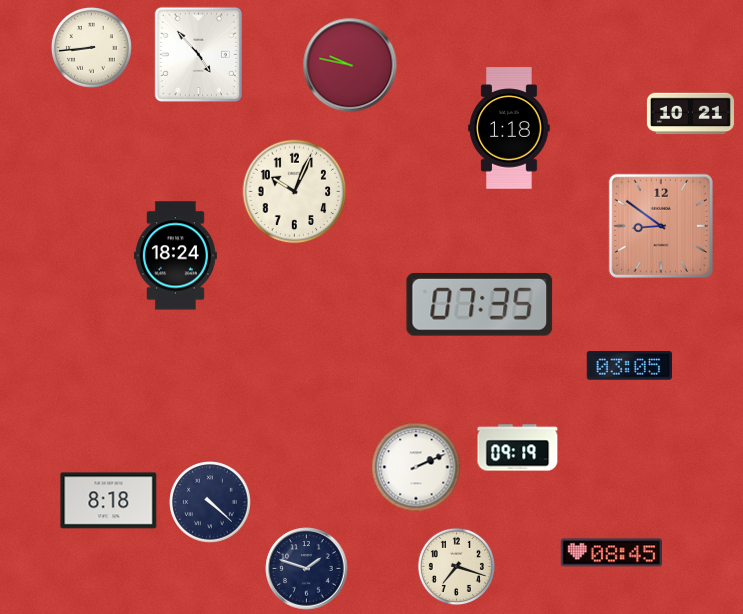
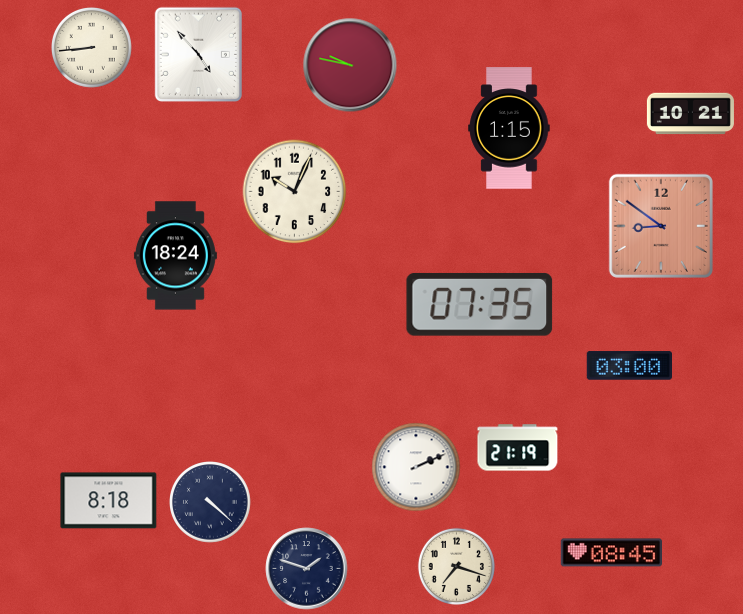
clock at (509, 128): 1:18 -> 1:15
clock at (629, 366): 03:05 -> 03:00
clock at (518, 448): 09:19 -> 21:19
